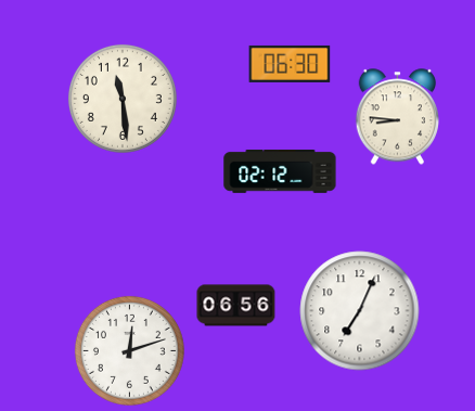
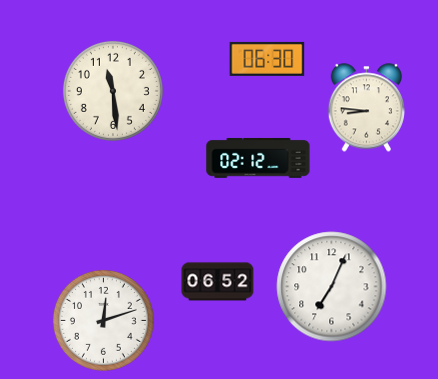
clock at (236, 306): 06:56 -> 06:52
clock at (129, 350) position: (129, 350) -> (103, 320)
